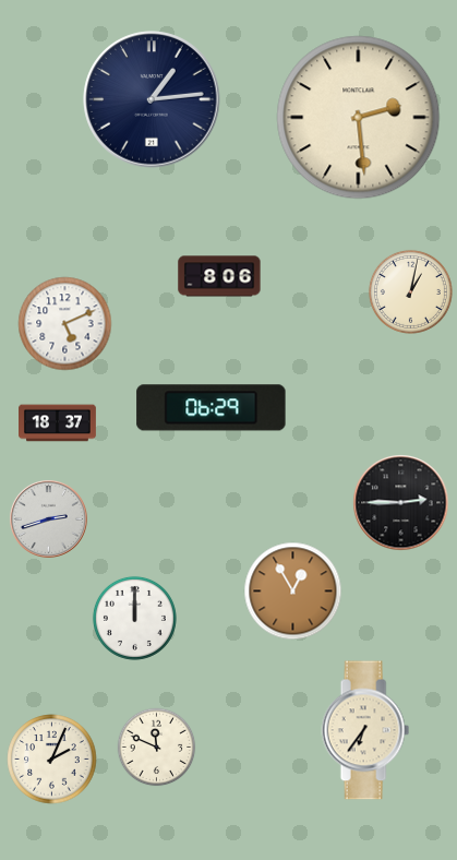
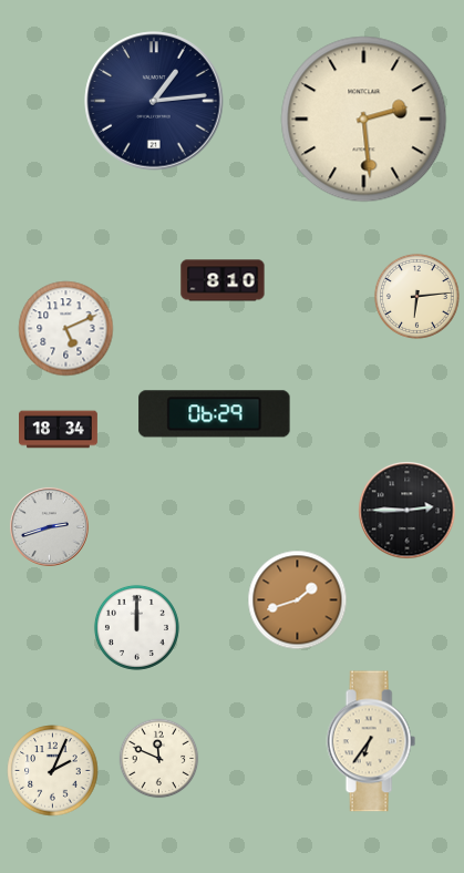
clock at (219, 276): 8:06 -> 8:10
clock at (410, 291): 1:02 -> 6:14
clock at (58, 423): 18:37 -> 18:34
clock at (293, 592): 12:55 -> 1:42
